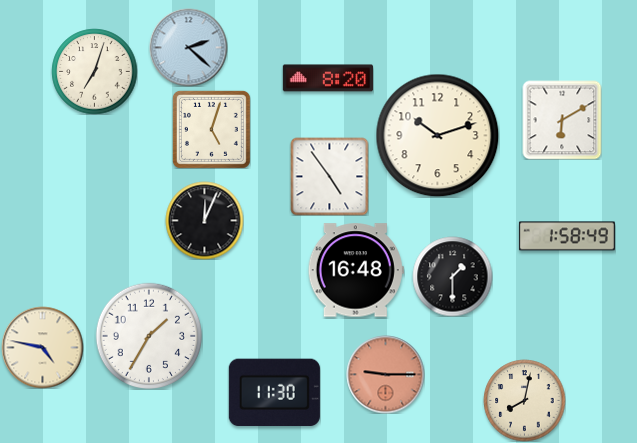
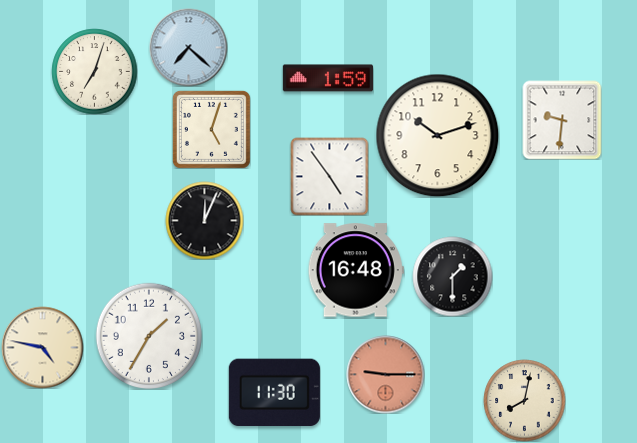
clock at (188, 47): 2:22 -> 7:22
clock at (327, 78): 8:20 -> 1:59
clock at (562, 120): 6:10 -> 9:31
clock at (567, 236): 1:58 -> none
